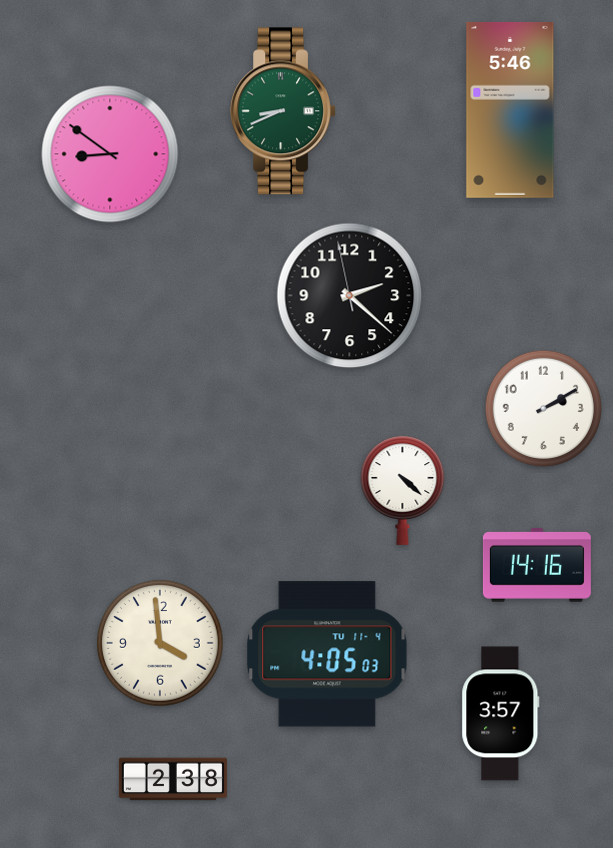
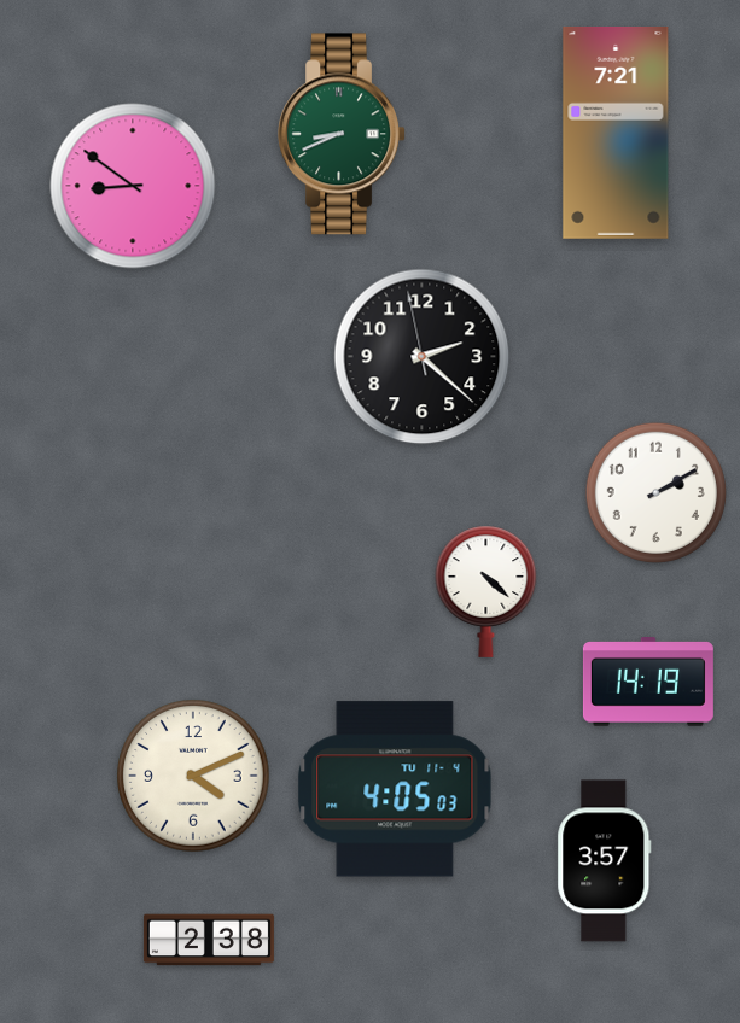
clock at (510, 110): 5:46 -> 7:21
clock at (537, 566): 14:16 -> 14:19
clock at (160, 643): 3:59 -> 4:11
